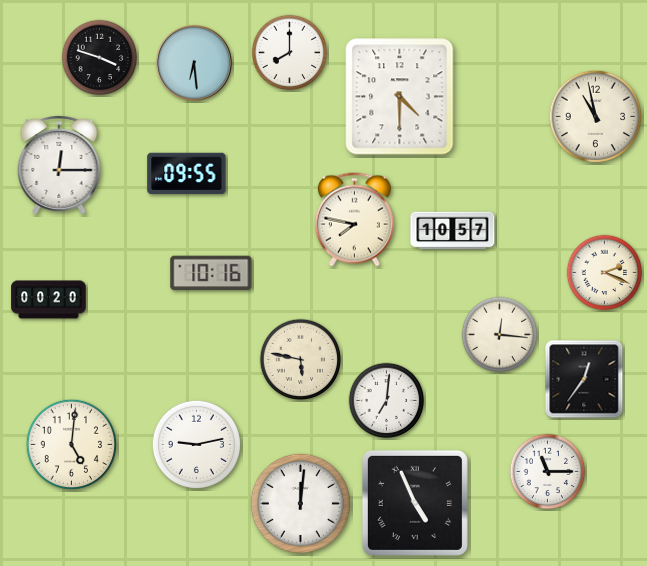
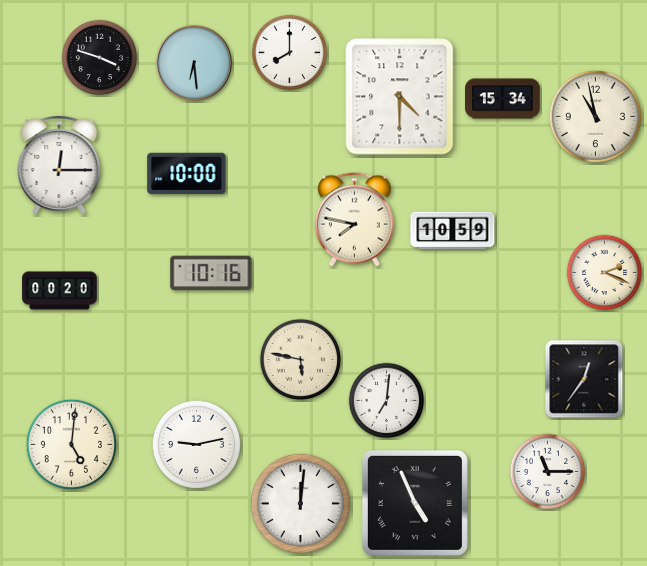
clock at (503, 99): none -> 15:34
clock at (187, 174): 09:55 -> 10:00
clock at (453, 231): 10:57 -> 10:59
clock at (49, 300) position: (49, 300) -> (60, 291)
clock at (500, 335): 12:16 -> none
